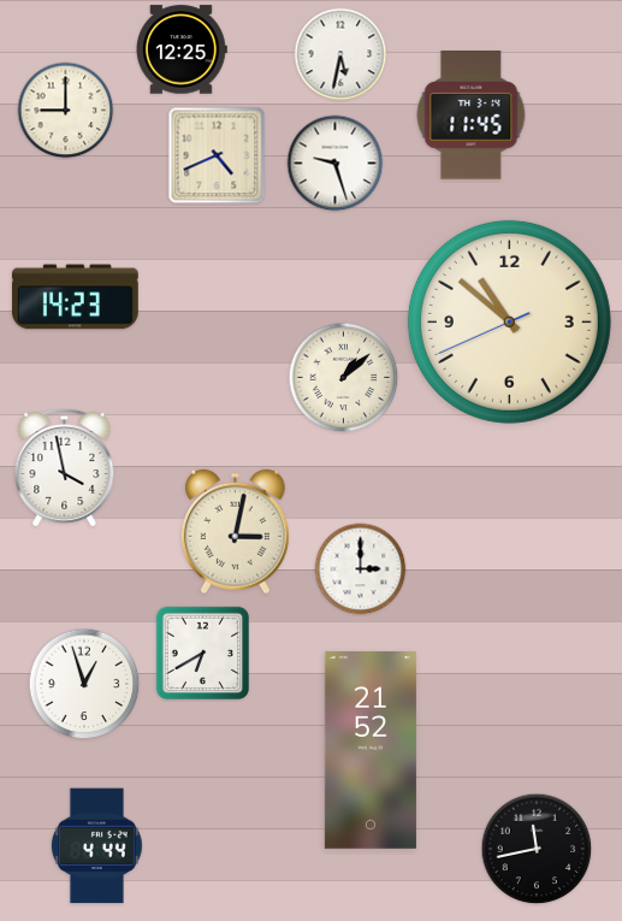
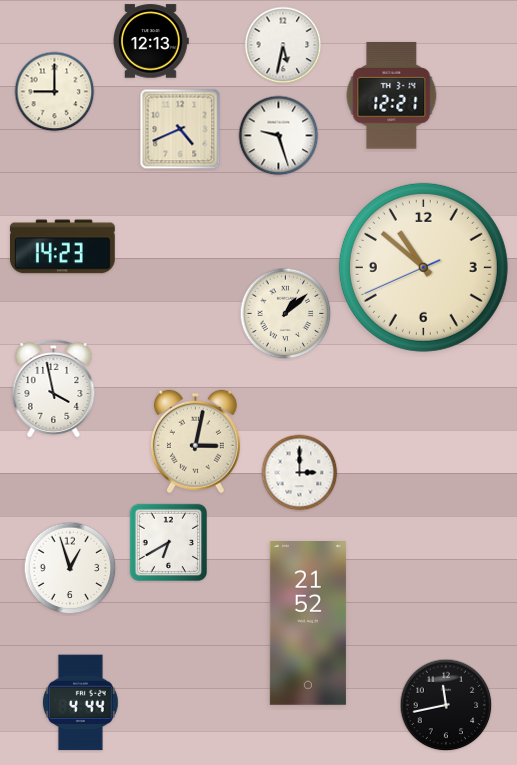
clock at (182, 49): 12:25 -> 12:13
clock at (472, 116): 11:45 -> 12:21
